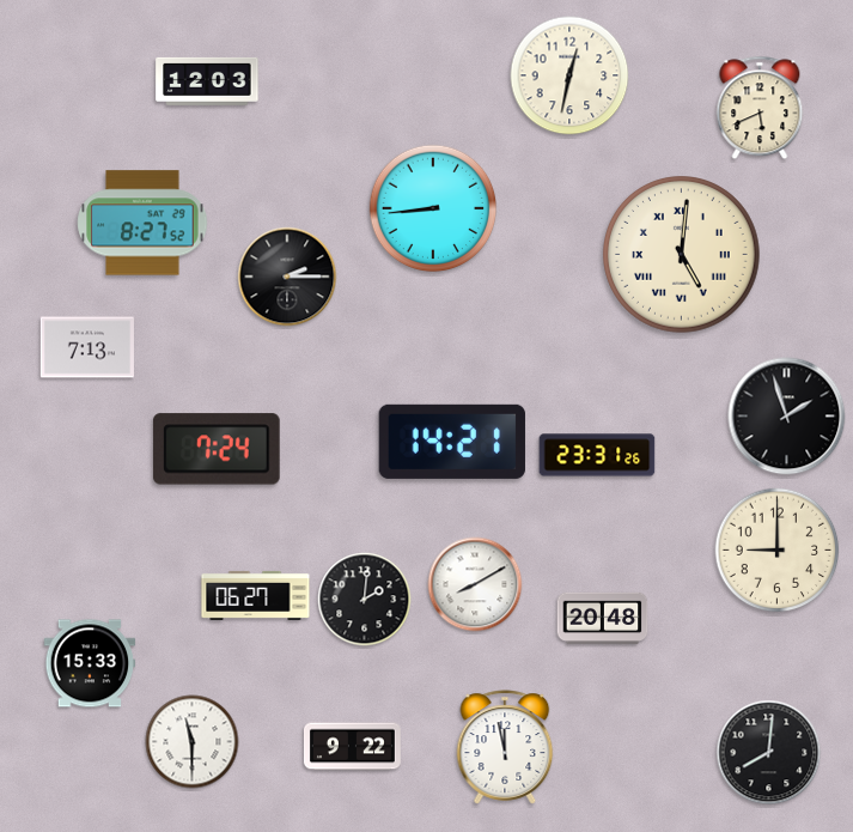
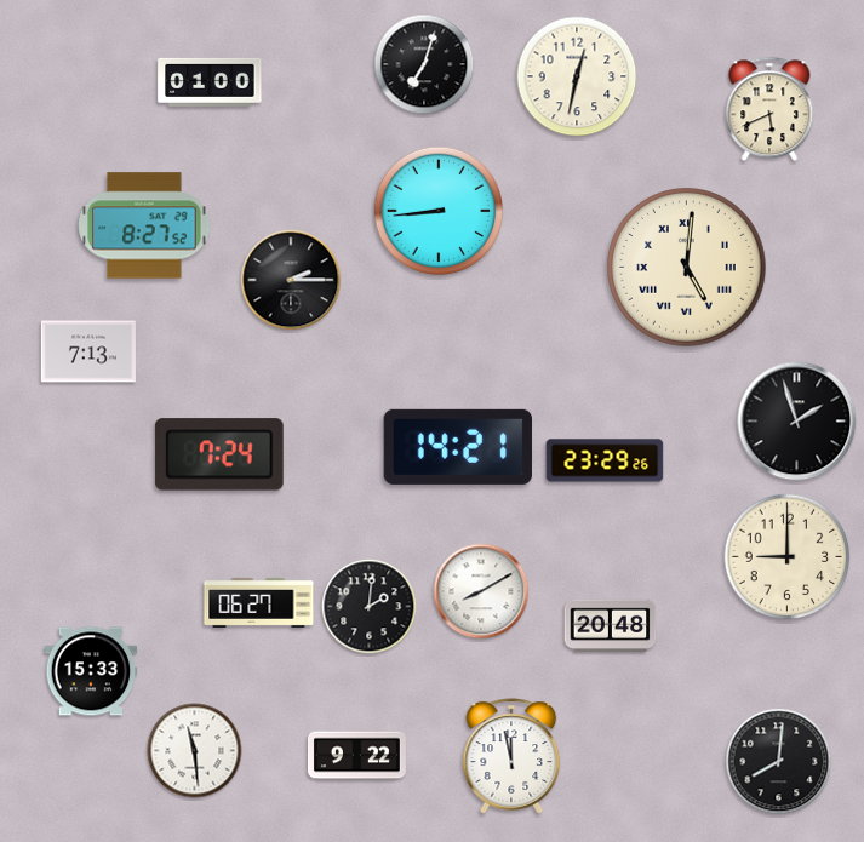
clock at (424, 64): none -> 7:03
clock at (207, 81): 12:03 -> 01:00
clock at (682, 255) position: (682, 255) -> (687, 268)
clock at (597, 455): 23:31 -> 23:29
clock at (193, 742): 11:30 -> 11:29
